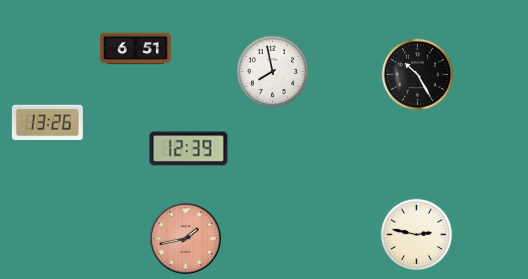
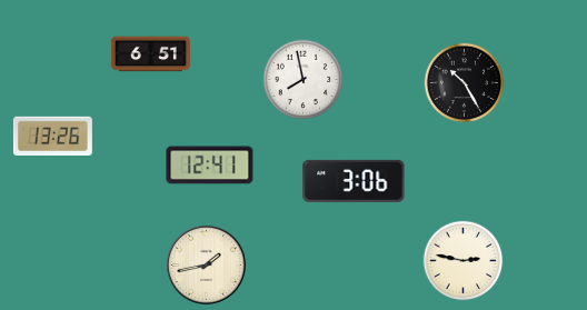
clock at (189, 149): 12:39 -> 12:41
clock at (354, 181): none -> 3:06
clock at (185, 238) dial: salmon -> cream
